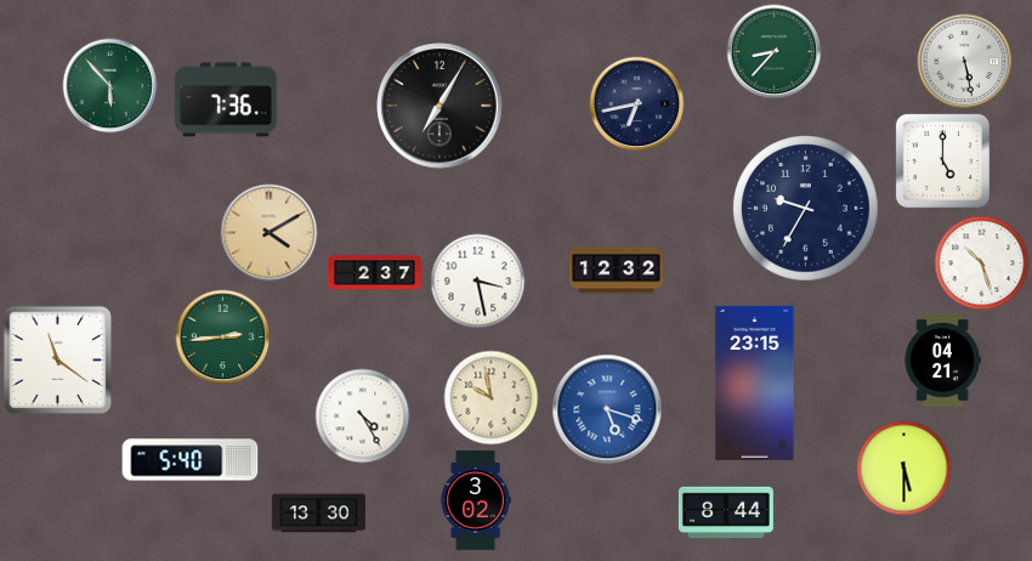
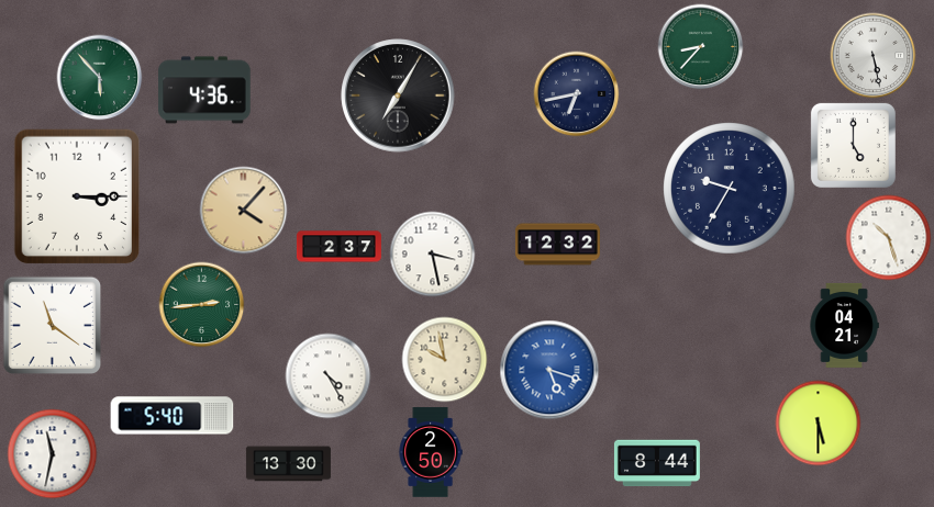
clock at (226, 100): 7:36 -> 4:36
clock at (76, 195): none -> 3:15
clock at (268, 232): 4:10 -> 4:07
clock at (942, 359) position: (942, 359) -> (844, 325)
clock at (755, 382): 23:15 -> none
clock at (476, 500): 3:02 -> 2:50
clock at (52, 453): none -> 11:32
